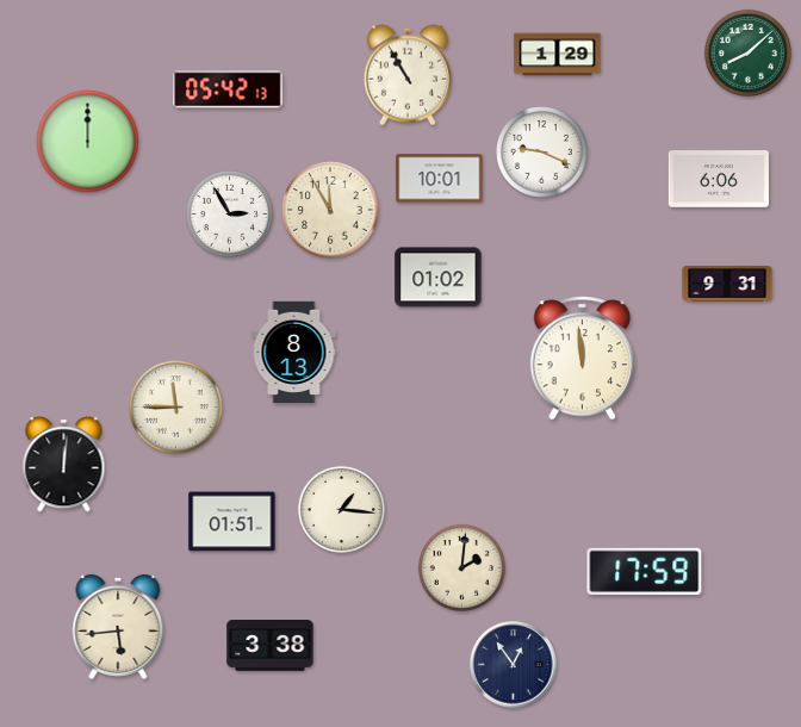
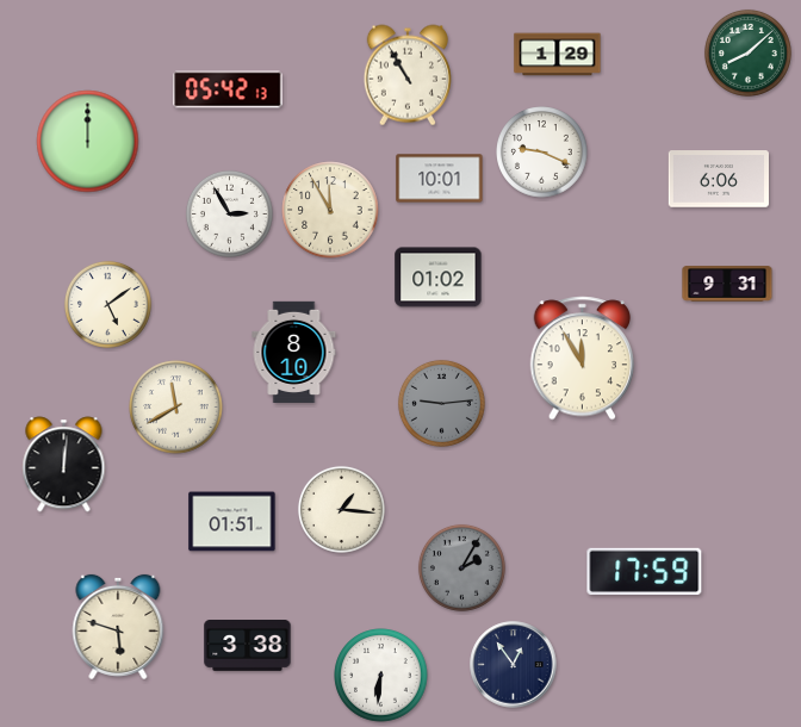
clock at (107, 304): none -> 5:09
clock at (294, 352): 8:13 -> 8:10
clock at (583, 359): 11:59 -> 11:55
clock at (441, 403): none -> 9:14
clock at (176, 408): 11:45 -> 11:40
clock at (461, 567): 2:01 -> 2:05
clock at (461, 567) dial: cream -> grey
clock at (118, 627): 5:44 -> 5:48
clock at (271, 646) position: (271, 646) -> (248, 646)
clock at (381, 676): none -> 6:31
